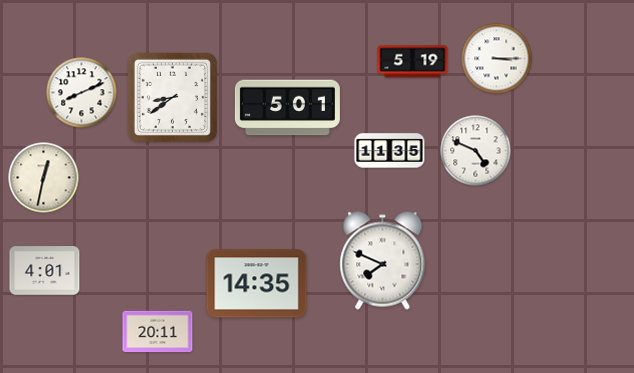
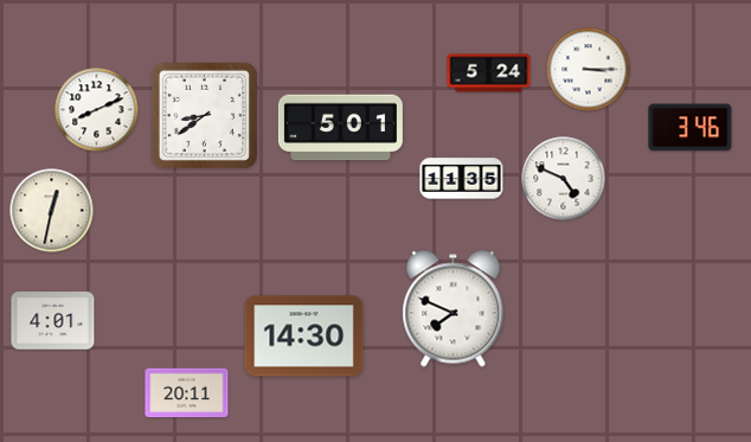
clock at (413, 62): 5:19 -> 5:24
clock at (691, 128): none -> 3:46
clock at (257, 284): 14:35 -> 14:30
